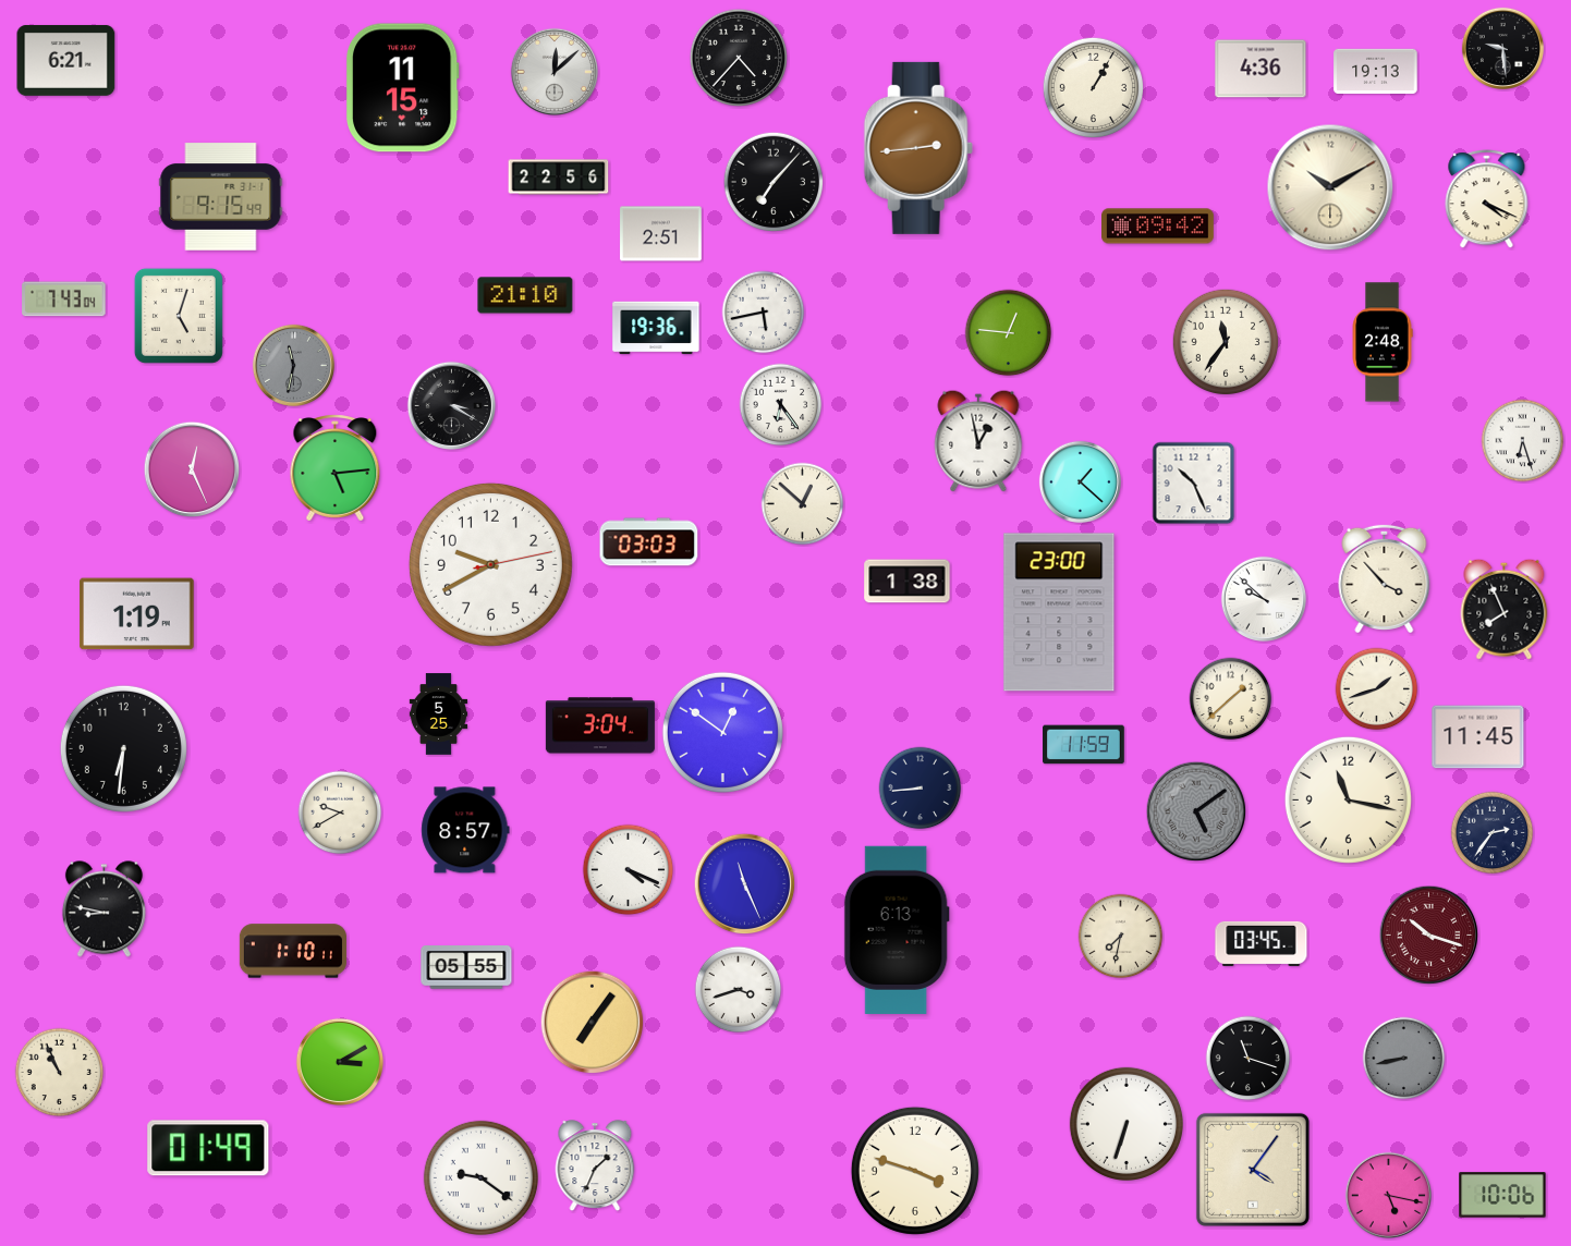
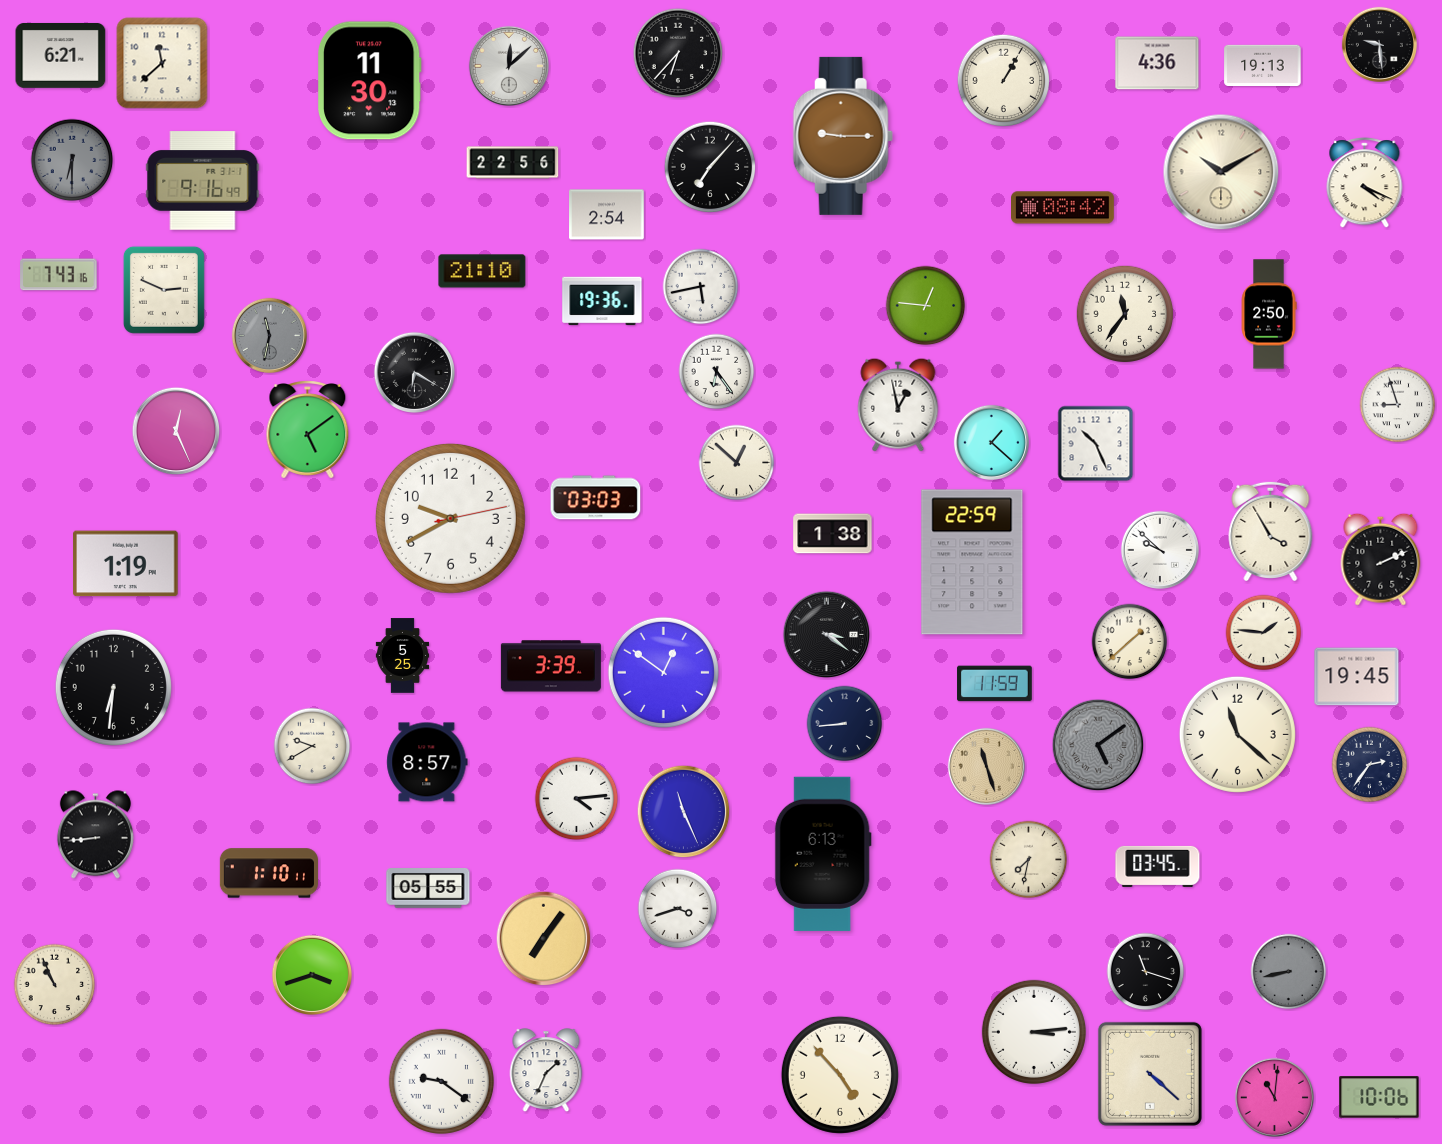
clock at (739, 58): 4:37 -> 6:37
clock at (162, 63): none -> 11:38
clock at (402, 88): 11:15 -> 11:30
clock at (918, 148): 2:44 -> 9:15
clock at (72, 160): none -> 6:30
clock at (221, 197): 9:15 -> 9:16
clock at (1158, 227): 09:42 -> 08:42
clock at (661, 234): 2:51 -> 2:54
clock at (64, 300): 7:43:04 -> 7:43:16
clock at (179, 316): 5:03 -> 2:49
clock at (1383, 342): 2:48 -> 2:50
clock at (451, 405): 3:20 -> 6:20
clock at (1523, 441): 6:27 -> 8:57
clock at (336, 468): 5:14 -> 5:09
clock at (1385, 578): 3:53 -> 3:55
clock at (1505, 609): 7:56 -> 2:11
clock at (1059, 612): 23:00 -> 22:59
clock at (1377, 689): 1:42 -> 1:46
clock at (827, 635): none -> 3:21
clock at (600, 725): 3:04 -> 3:39
clock at (1478, 737): 11:45 -> 19:45
clock at (1348, 799): 11:17 -> 11:22
clock at (986, 766): none -> 11:27
clock at (629, 870): 4:19 -> 4:14
clock at (103, 909): 8:47 -> 8:44
clock at (1429, 936): 10:18 -> none
clock at (339, 1061): 3:10 -> 3:42
clock at (1127, 1124): 6:33 -> 3:14
clock at (208, 1148): 01:49 -> none
clock at (1253, 1170): 4:06 -> 4:22
clock at (915, 1171): 3:48 -> 4:53
clock at (1388, 1195): 5:17 -> 11:01
